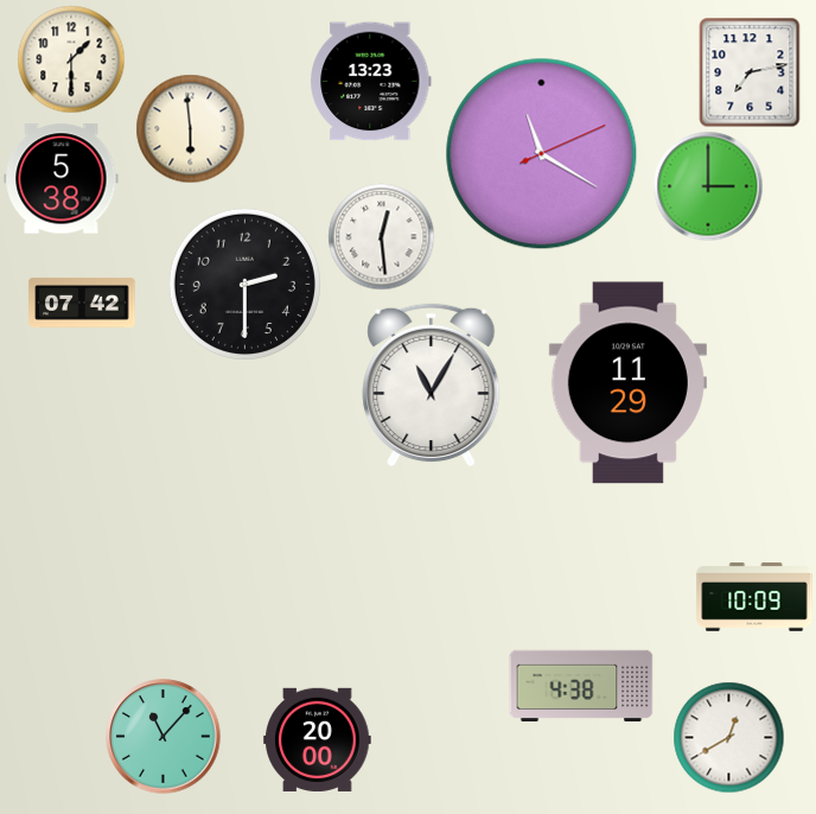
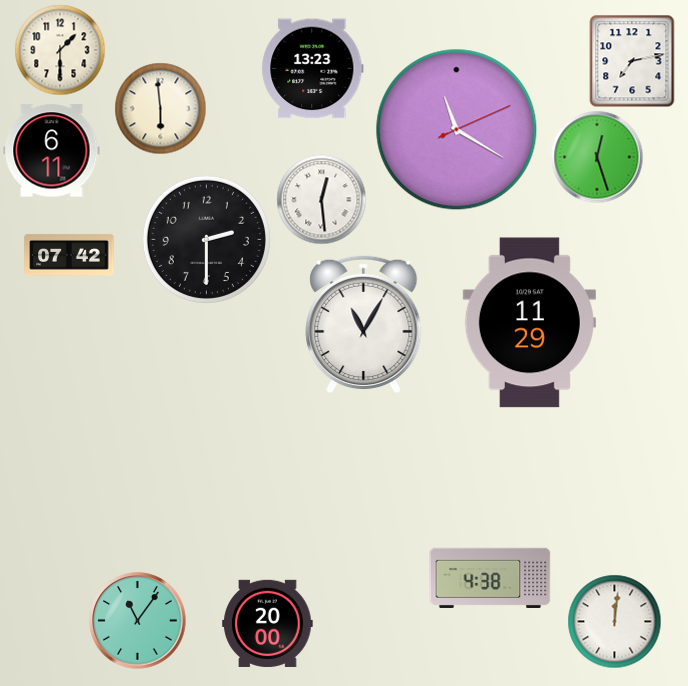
clock at (62, 179): 5:38 -> 6:11
clock at (708, 186): 3:00 -> 12:27
clock at (754, 597): 10:09 -> none
clock at (164, 737): 11:07 -> 11:06
clock at (728, 737): 12:40 -> 12:01
